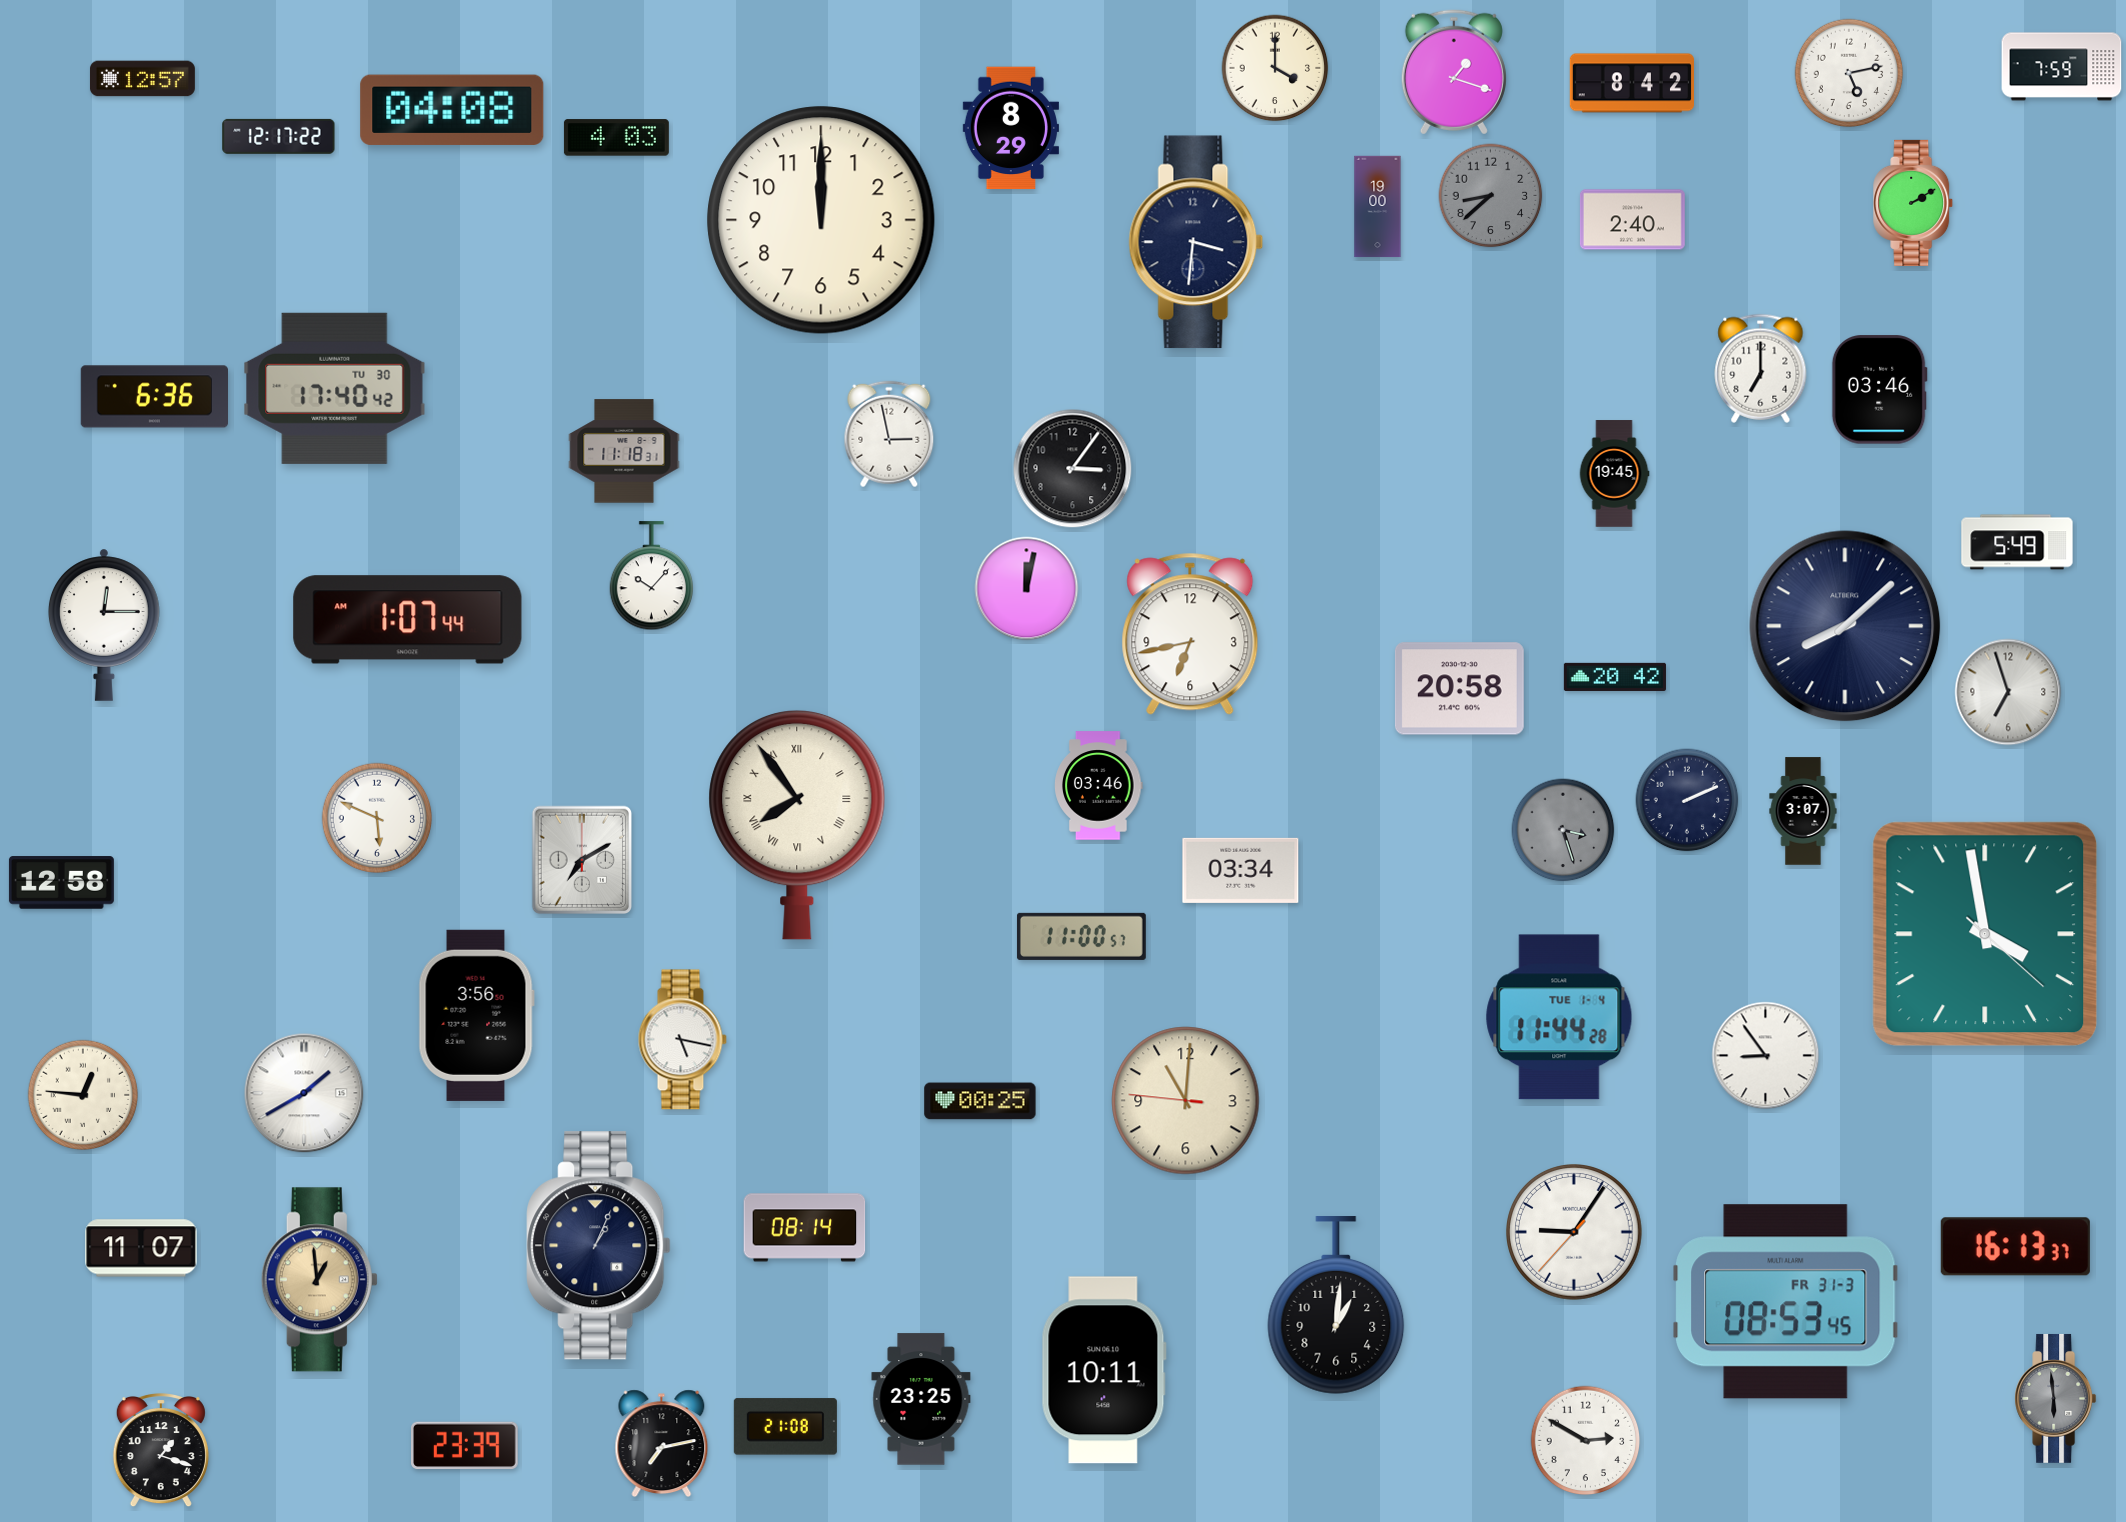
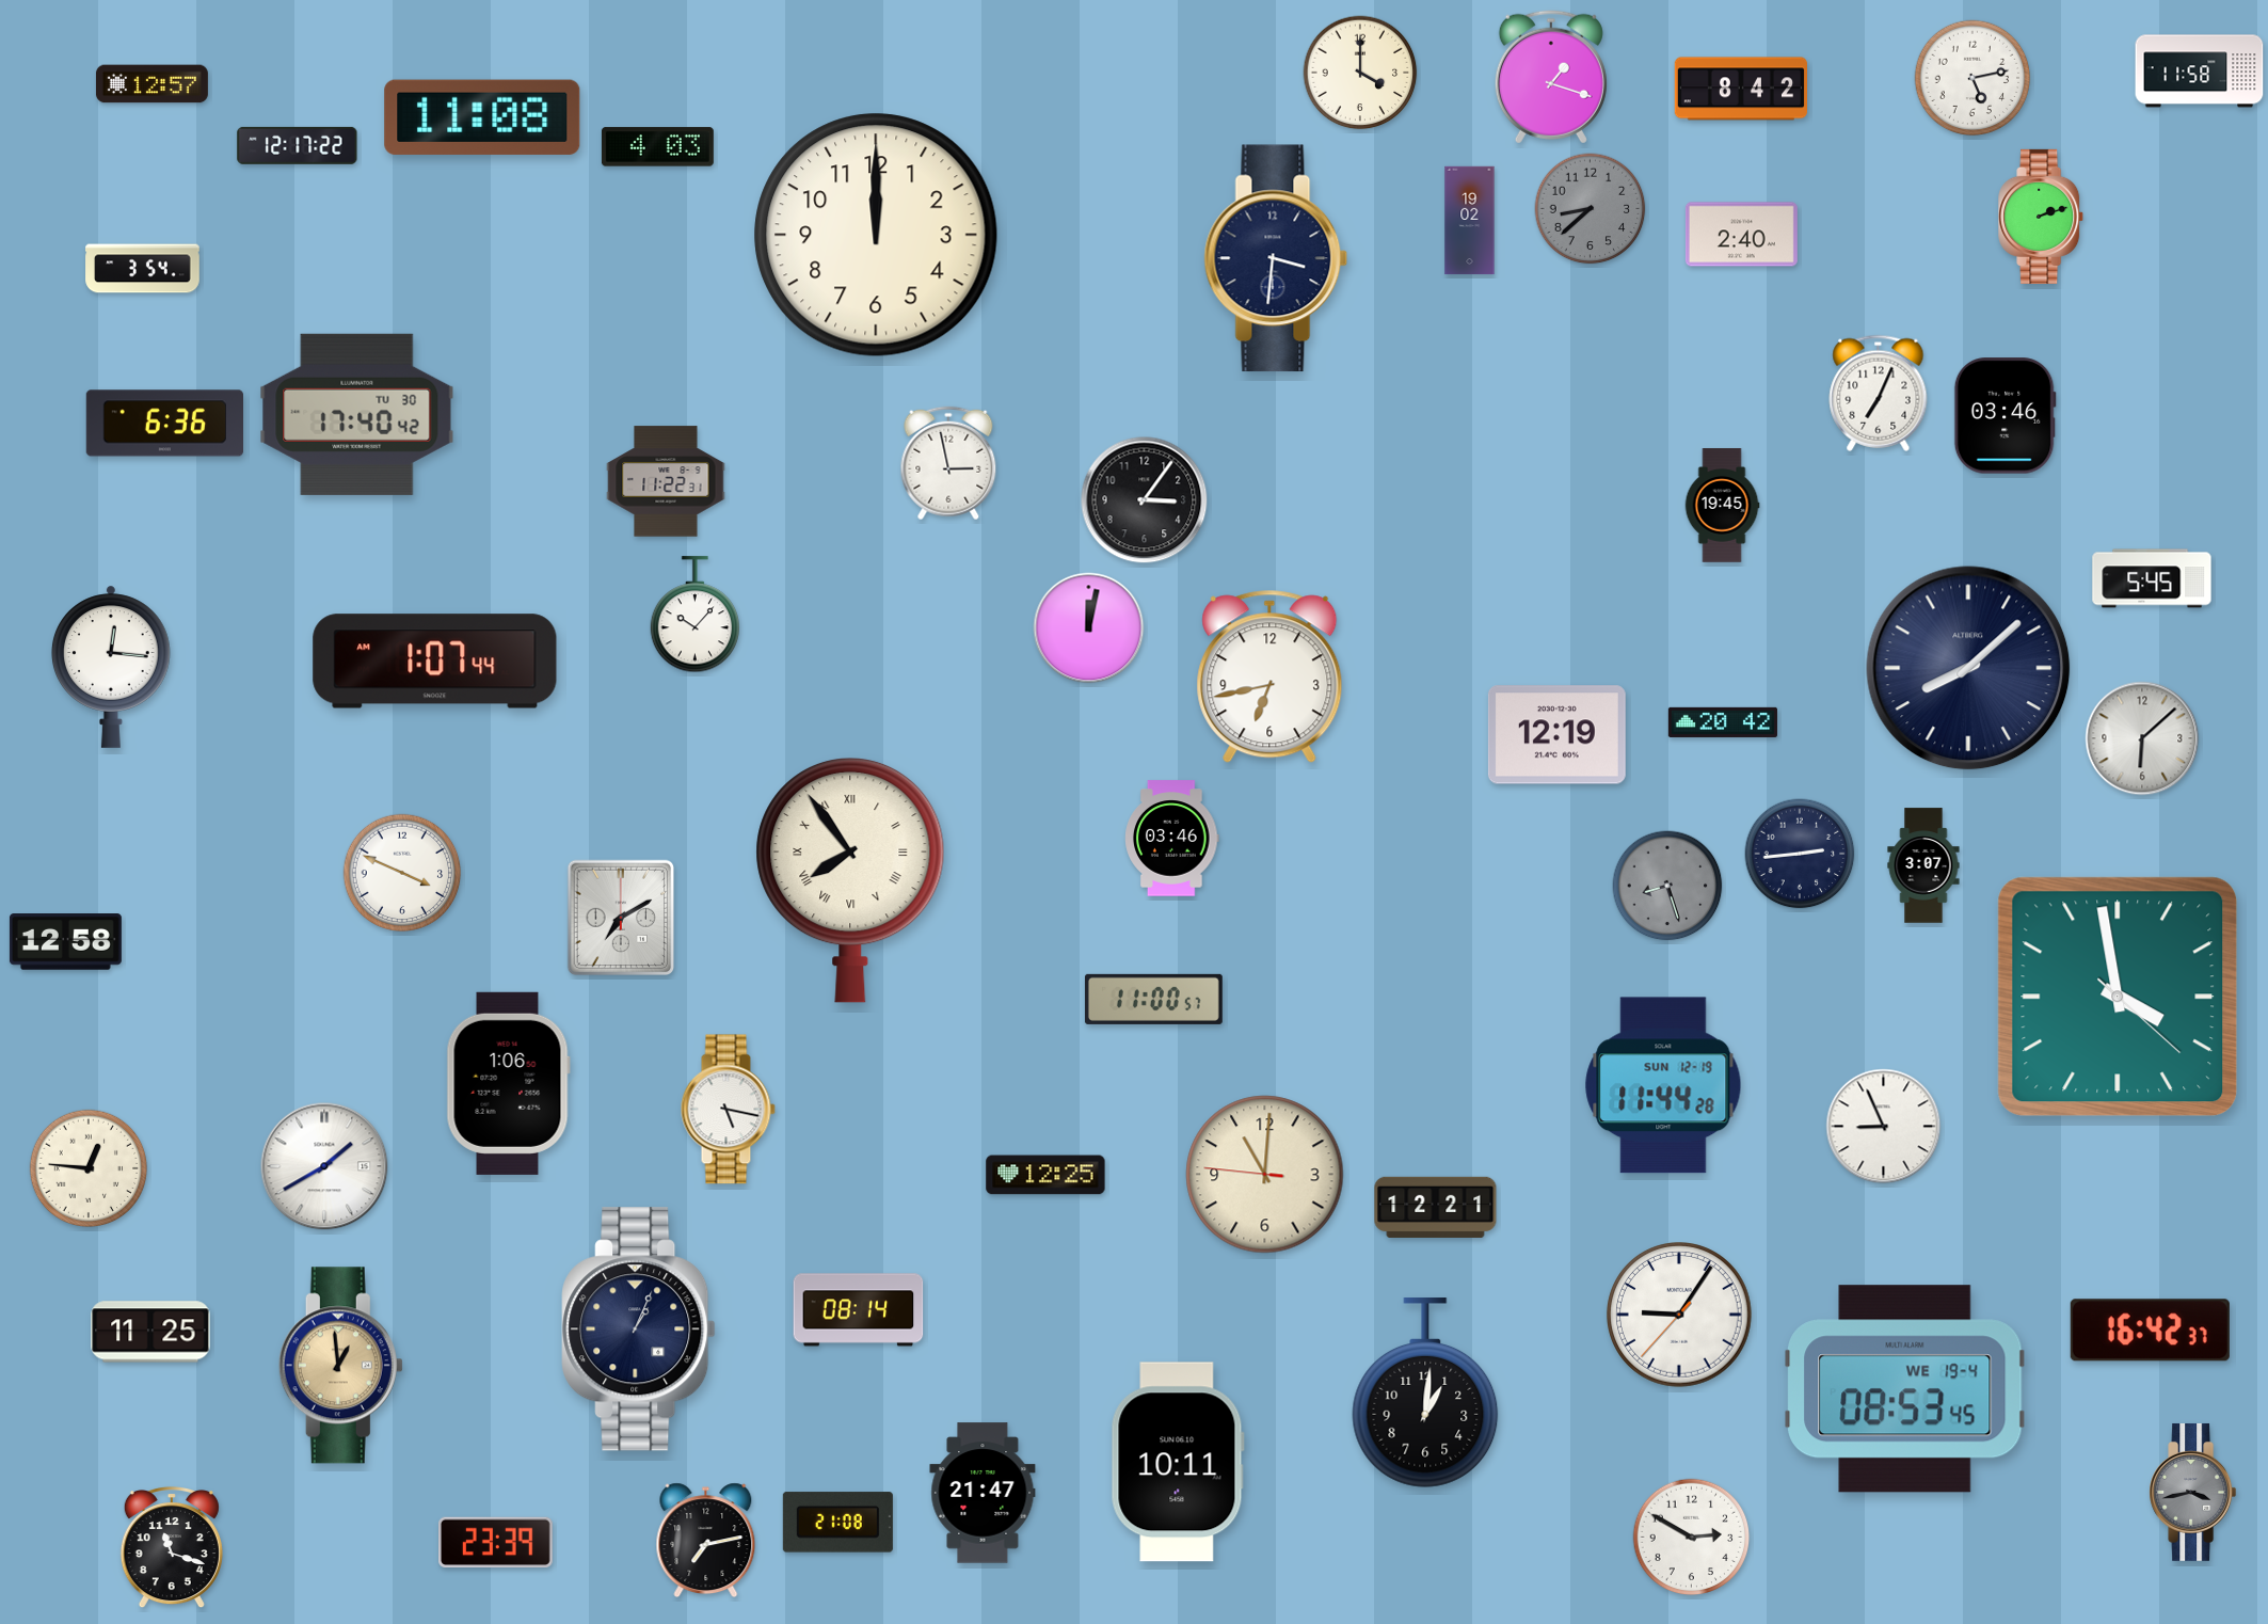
clock at (2062, 67): 7:59 -> 11:58
clock at (452, 110): 04:08 -> 11:08
clock at (1011, 128): 8:29 -> none
clock at (1914, 203): 2:10 -> 2:12
clock at (1378, 207): 19:00 -> 19:02
clock at (143, 269): none -> 3:54
clock at (1761, 368): 7:00 -> 7:04
clock at (624, 451): 11:18 -> 11:22
clock at (2017, 542): 5:49 -> 5:45
clock at (1027, 589) position: (1027, 589) -> (1089, 628)
clock at (105, 625): 12:15 -> 12:16
clock at (1459, 689): 20:58 -> 12:19
clock at (2008, 692): 6:57 -> 6:08
clock at (1687, 800): 2:11 -> 2:44
clock at (377, 818): 5:49 -> 3:49
clock at (1563, 830): 3:27 -> 8:27
clock at (1241, 870): 03:34 -> none
clock at (476, 1015): 3:56 -> 1:06
clock at (1559, 1017) date: TUE 1-4 -> SUN 12-19
clock at (1766, 1056): 8:54 -> 8:56
clock at (980, 1101): 00:25 -> 12:25
clock at (1436, 1207): none -> 12:21
clock at (2015, 1247): 16:13 -> 16:42
clock at (141, 1248): 11:07 -> 11:25
clock at (1786, 1302) date: FR 31-3 -> WE 19-4
clock at (2056, 1398): 5:59 -> 3:43
clock at (921, 1399): 23:25 -> 21:47
clock at (161, 1451): 1:18 -> 11:18
